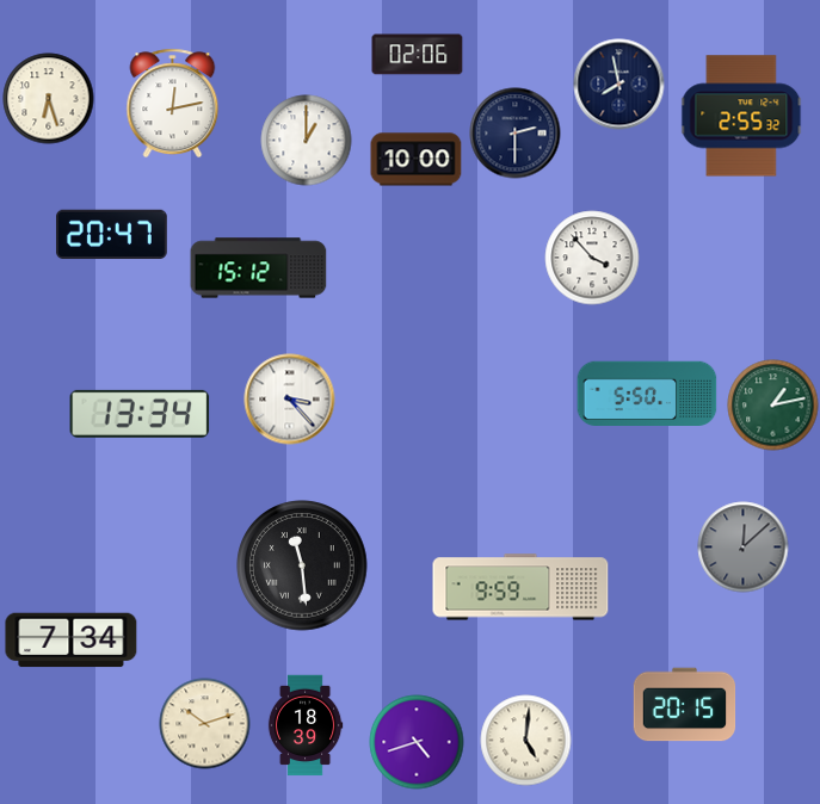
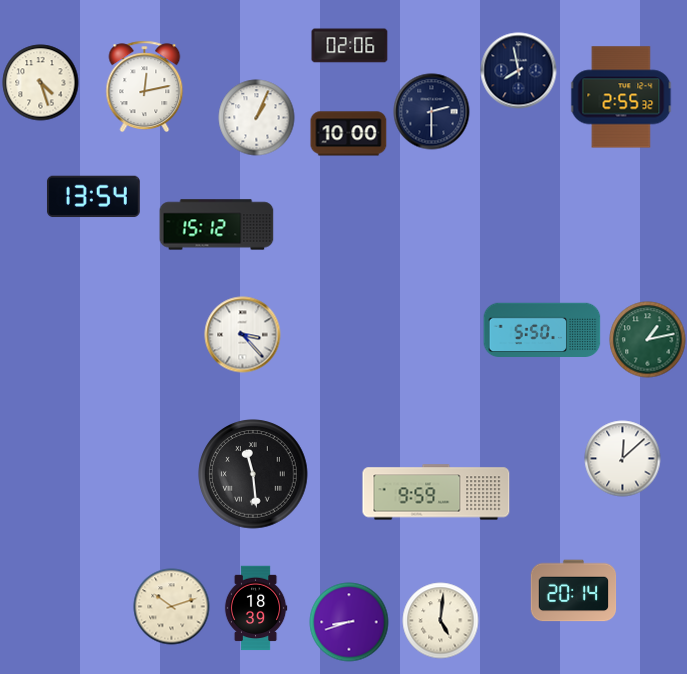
clock at (49, 99): 6:27 -> 4:27
clock at (307, 141): 1:00 -> 1:04
clock at (111, 235): 20:47 -> 13:54
clock at (592, 258): 3:53 -> none
clock at (140, 414): 13:34 -> none
clock at (744, 548) dial: grey -> white
clock at (72, 641): 7:34 -> none
clock at (685, 705): 20:15 -> 20:14
clock at (417, 742): 4:42 -> 8:42
